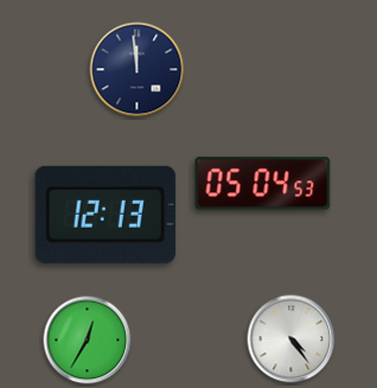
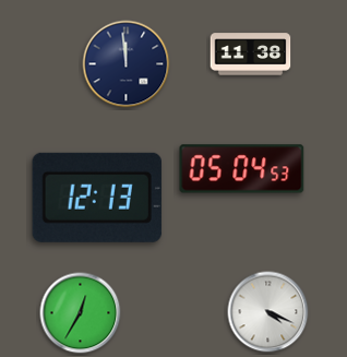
clock at (251, 55): none -> 11:38
clock at (292, 339): 4:24 -> 4:19
